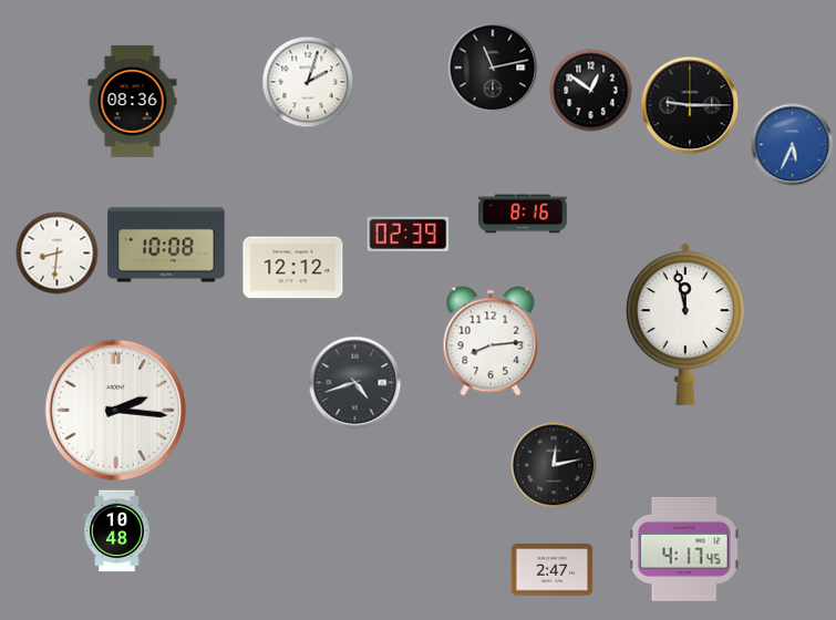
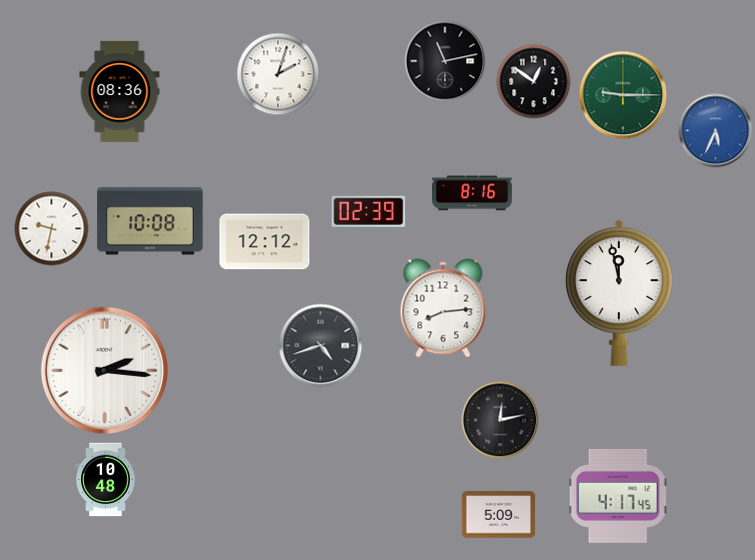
clock at (690, 105) dial: black -> green
clock at (58, 254): 8:31 -> 9:32
clock at (553, 570): 2:47 -> 5:09
